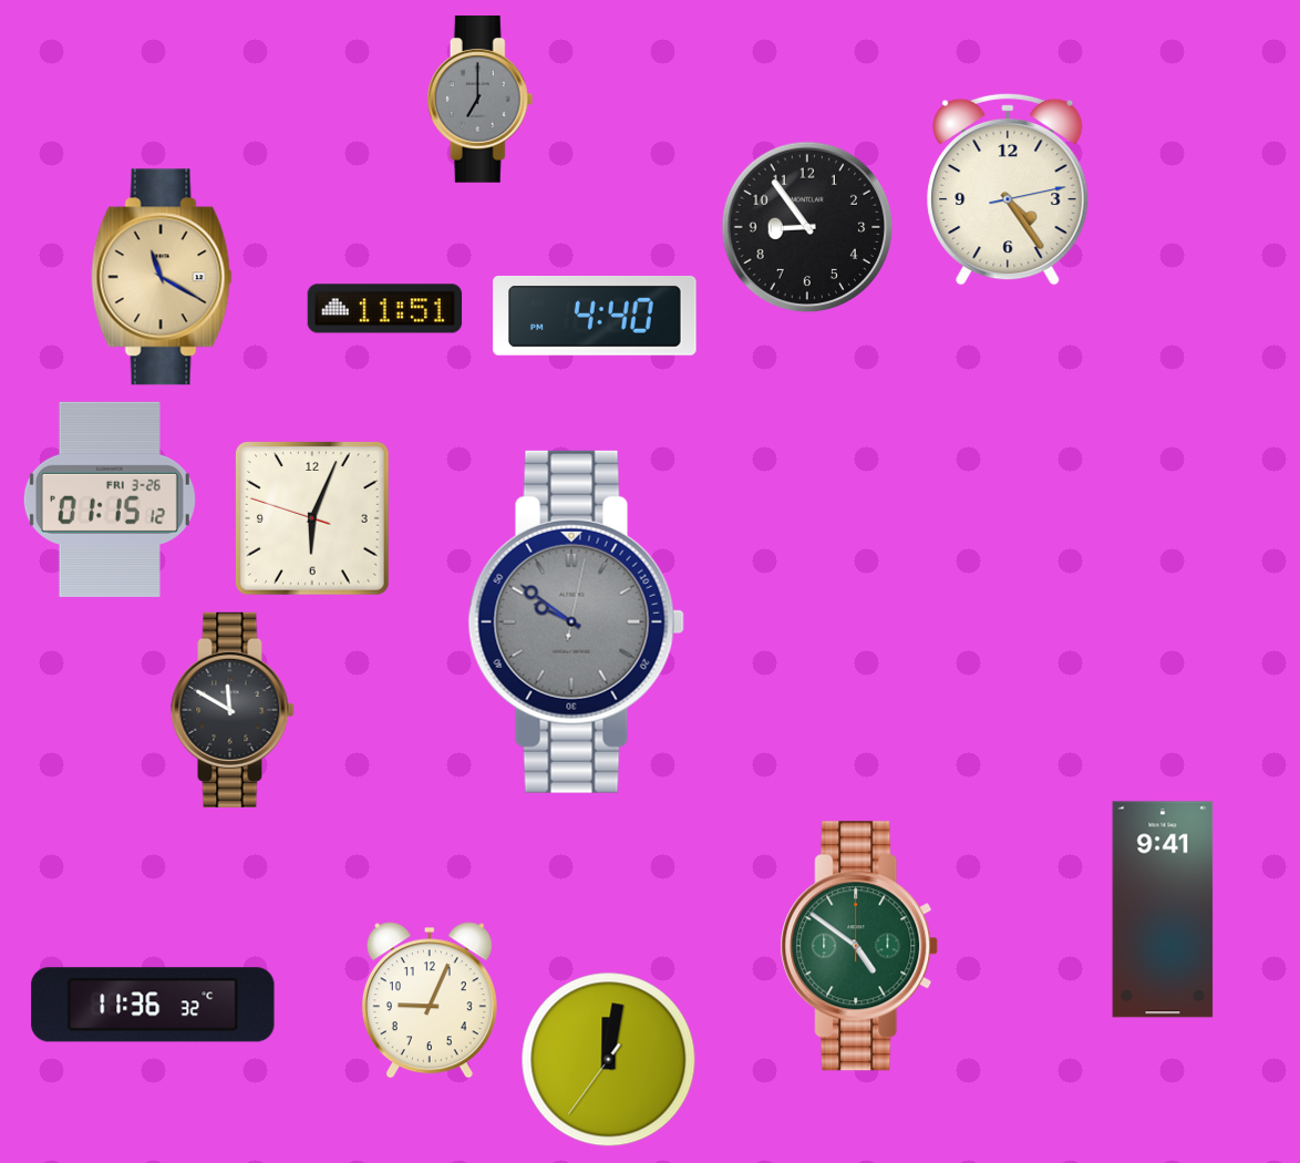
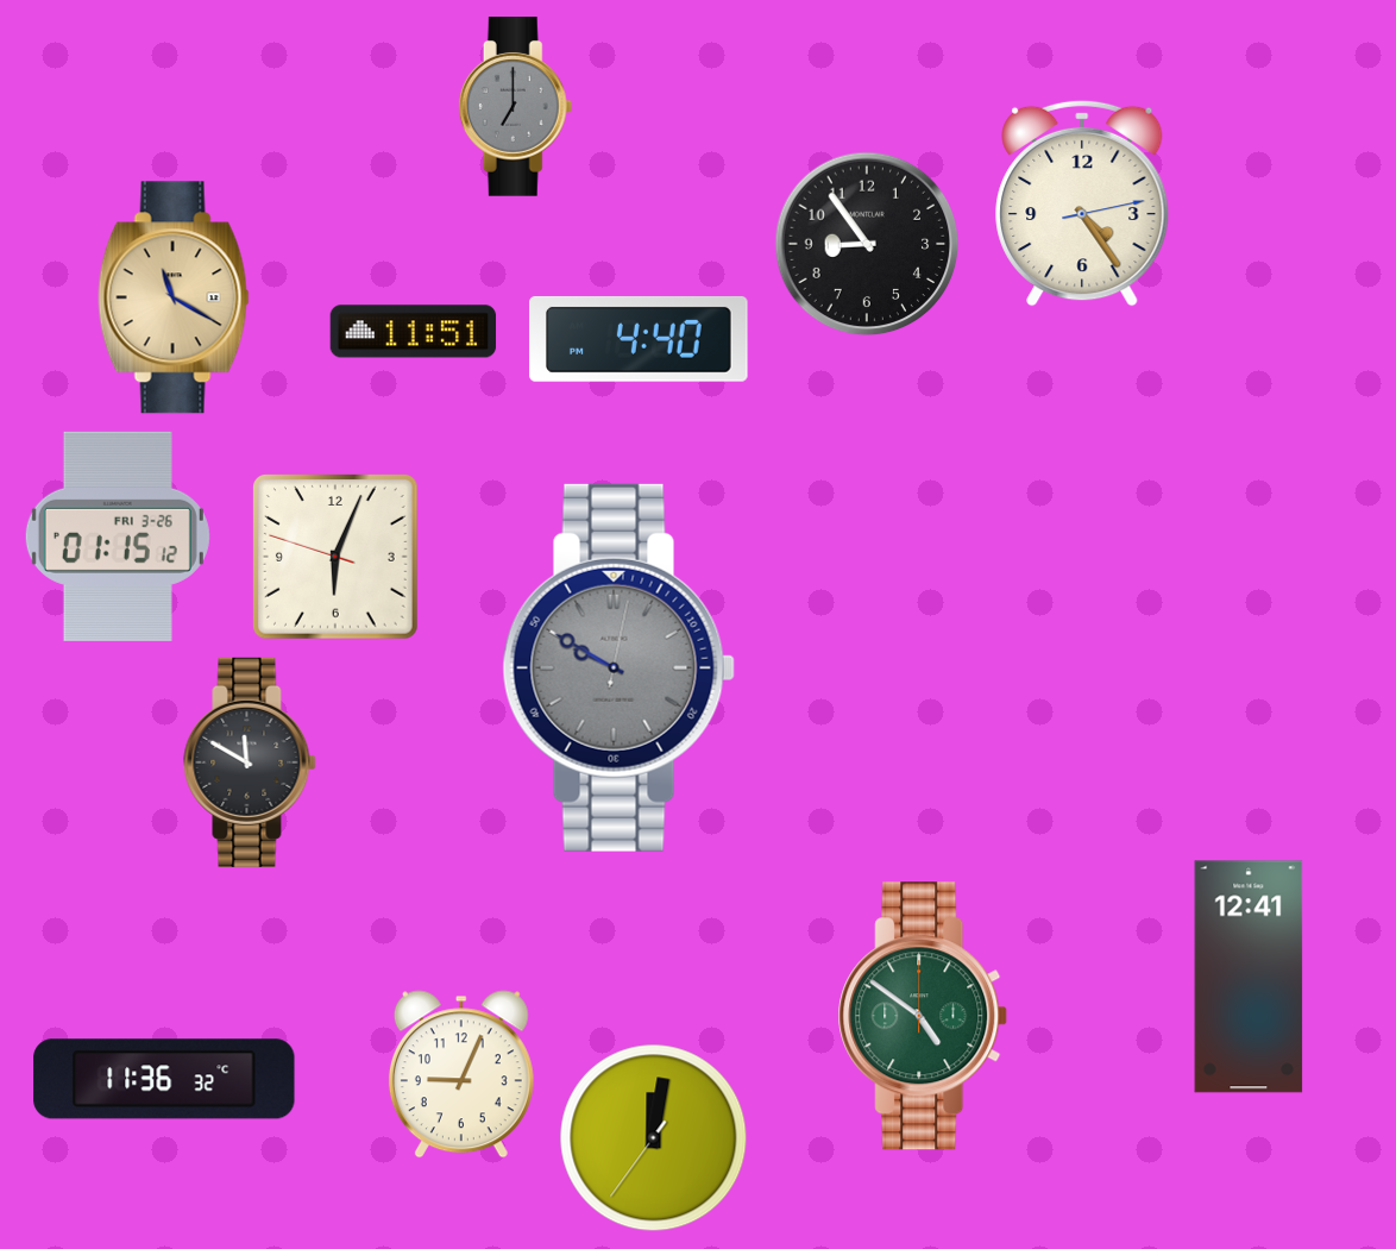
clock at (576, 621): 9:51 -> 9:50
clock at (1163, 909): 9:41 -> 12:41
